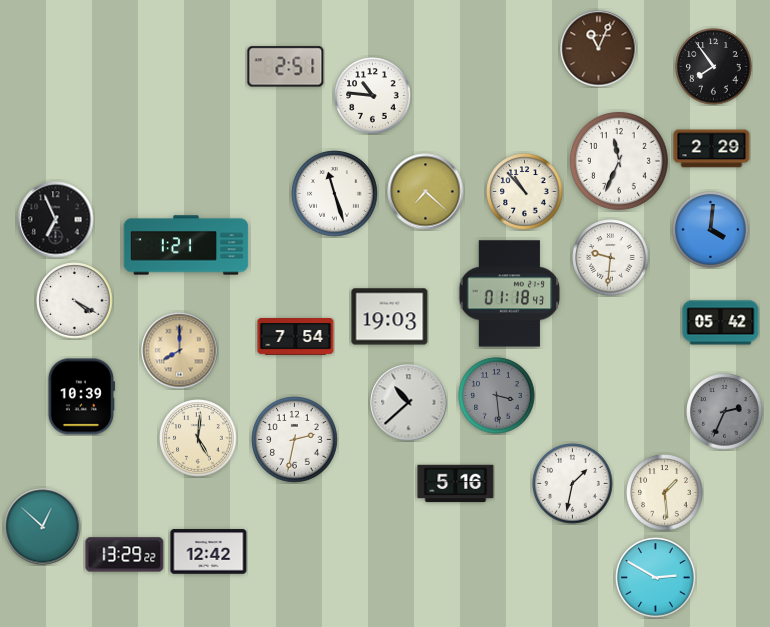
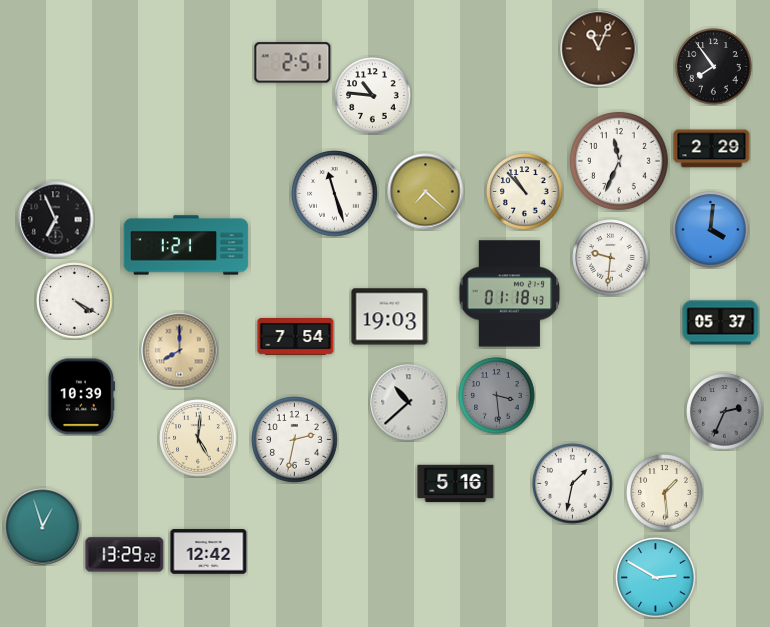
clock at (286, 67) position: (286, 67) -> (293, 63)
clock at (721, 323): 05:42 -> 05:37
clock at (43, 527): 12:52 -> 12:57
